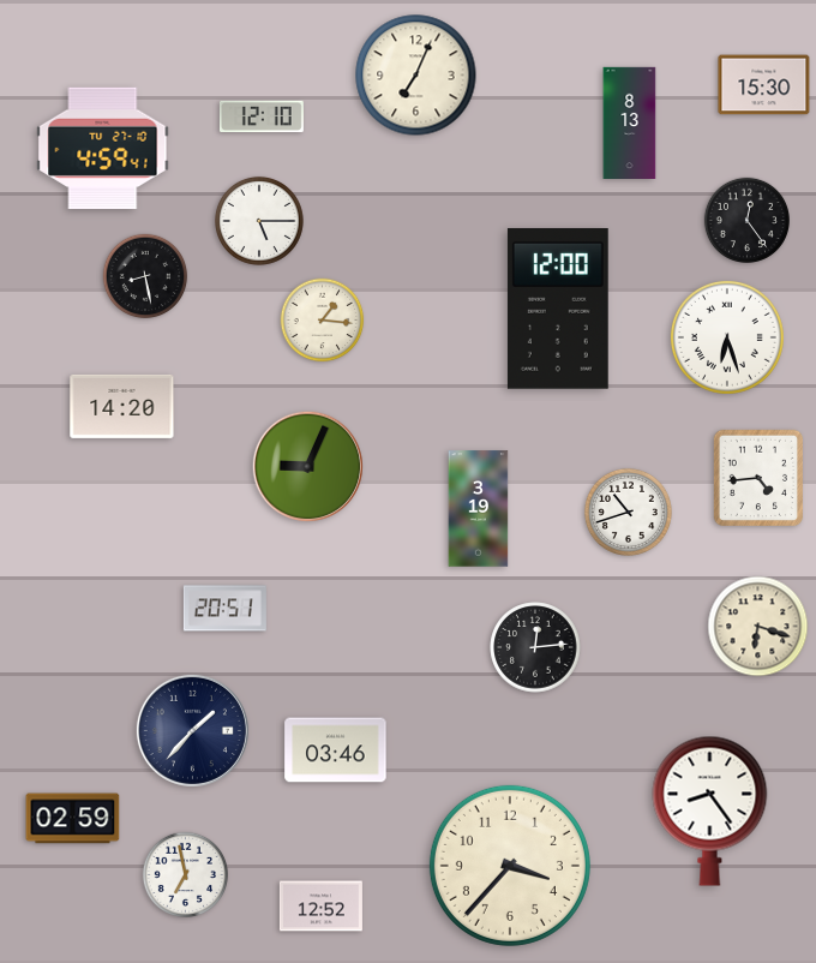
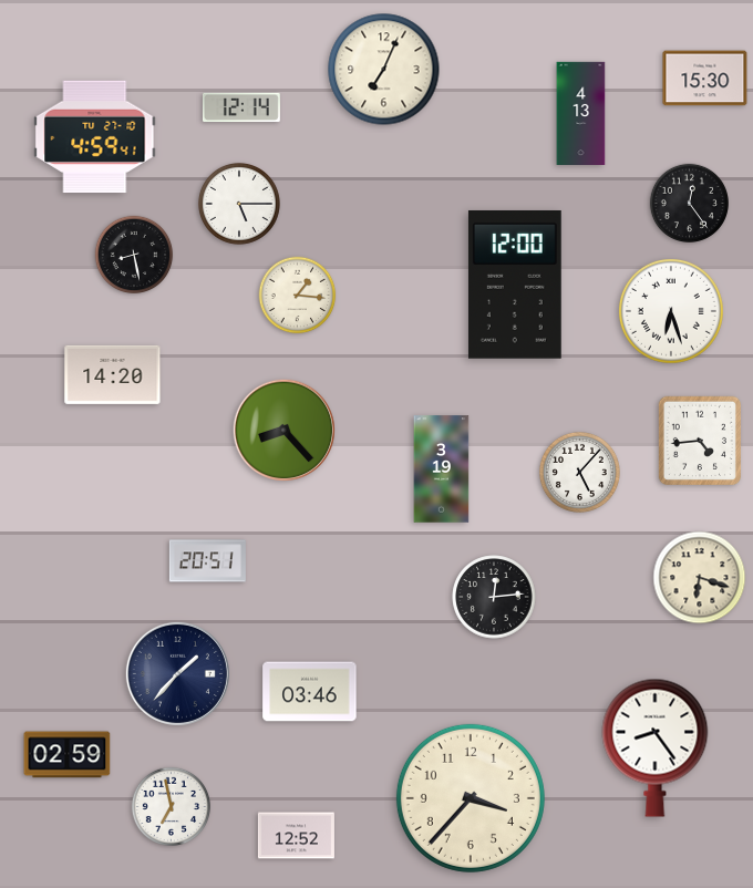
clock at (262, 116): 12:10 -> 12:14
clock at (630, 124): 8:13 -> 4:13
clock at (307, 466): 9:04 -> 8:23
clock at (628, 512): 10:42 -> 5:07
